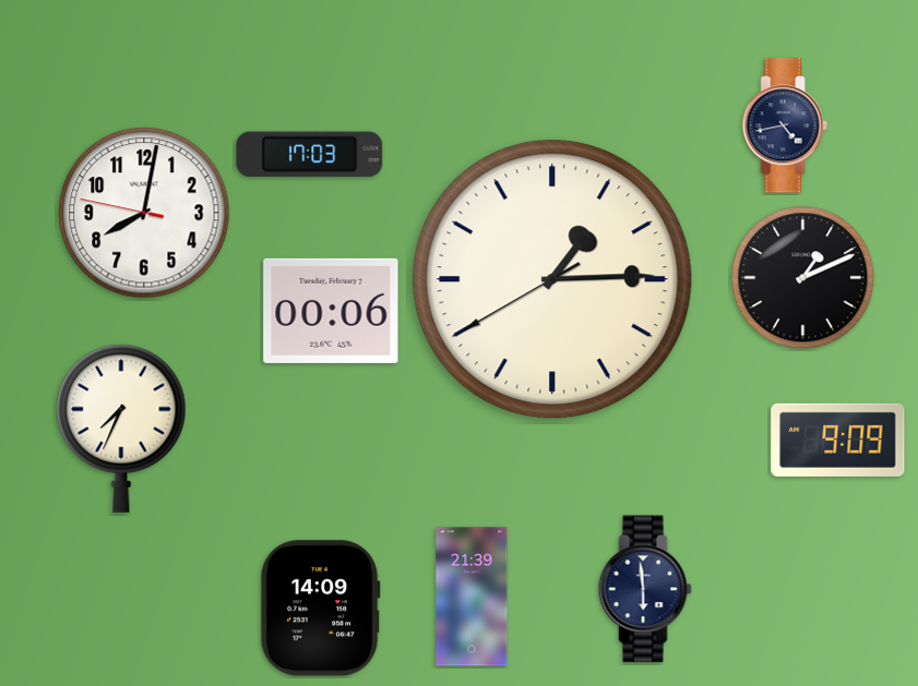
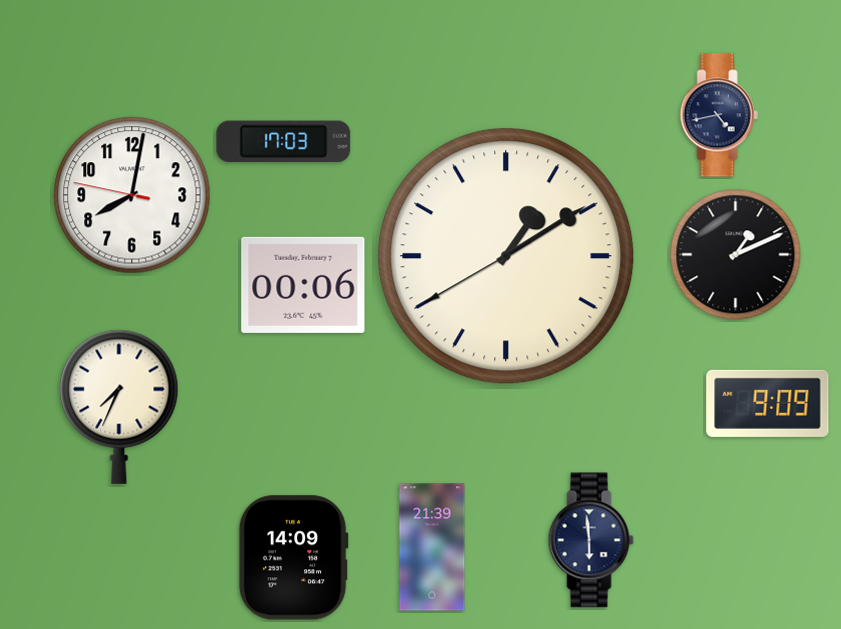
clock at (552, 279): 1:14 -> 1:09
clock at (121, 429) position: (121, 429) -> (119, 407)
